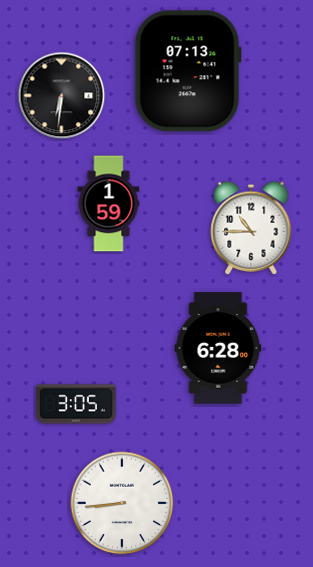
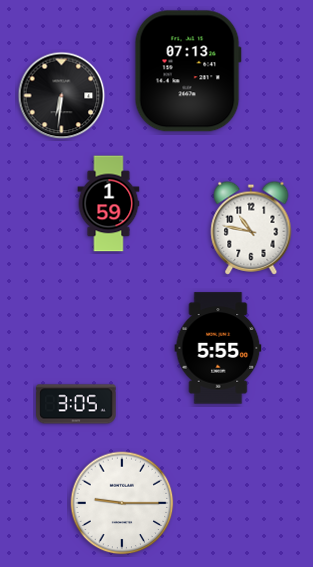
clock at (251, 228): 10:45 -> 10:47
clock at (218, 348): 6:28 -> 5:55
clock at (122, 503): 8:44 -> 9:15
